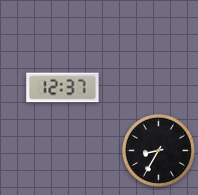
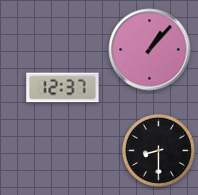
clock at (150, 50): none -> 1:07
clock at (158, 150): 8:35 -> 8:30
